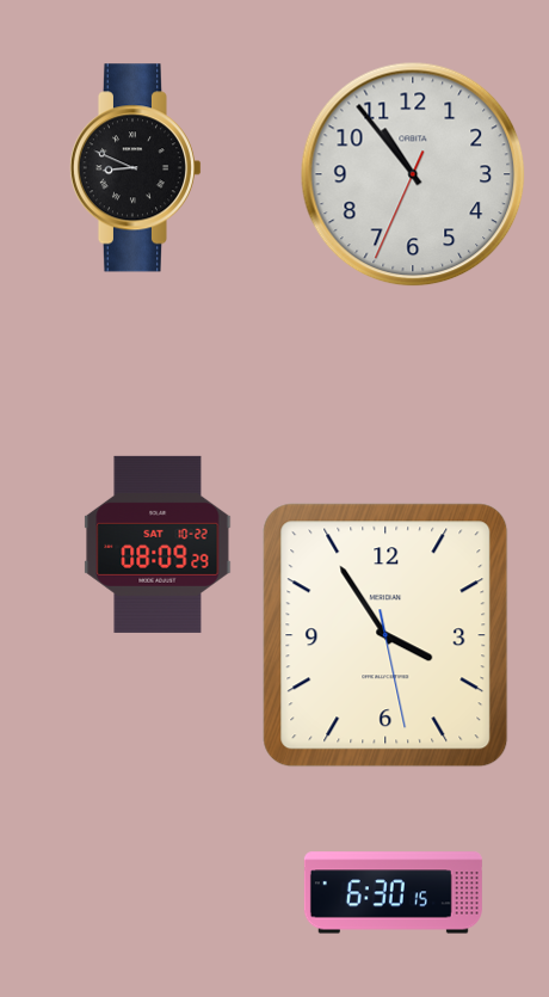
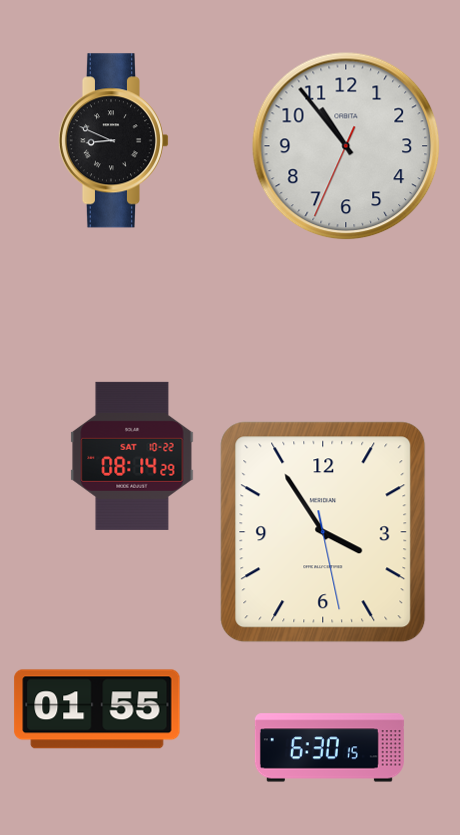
clock at (158, 544): 08:09 -> 08:14
clock at (97, 709): none -> 01:55
